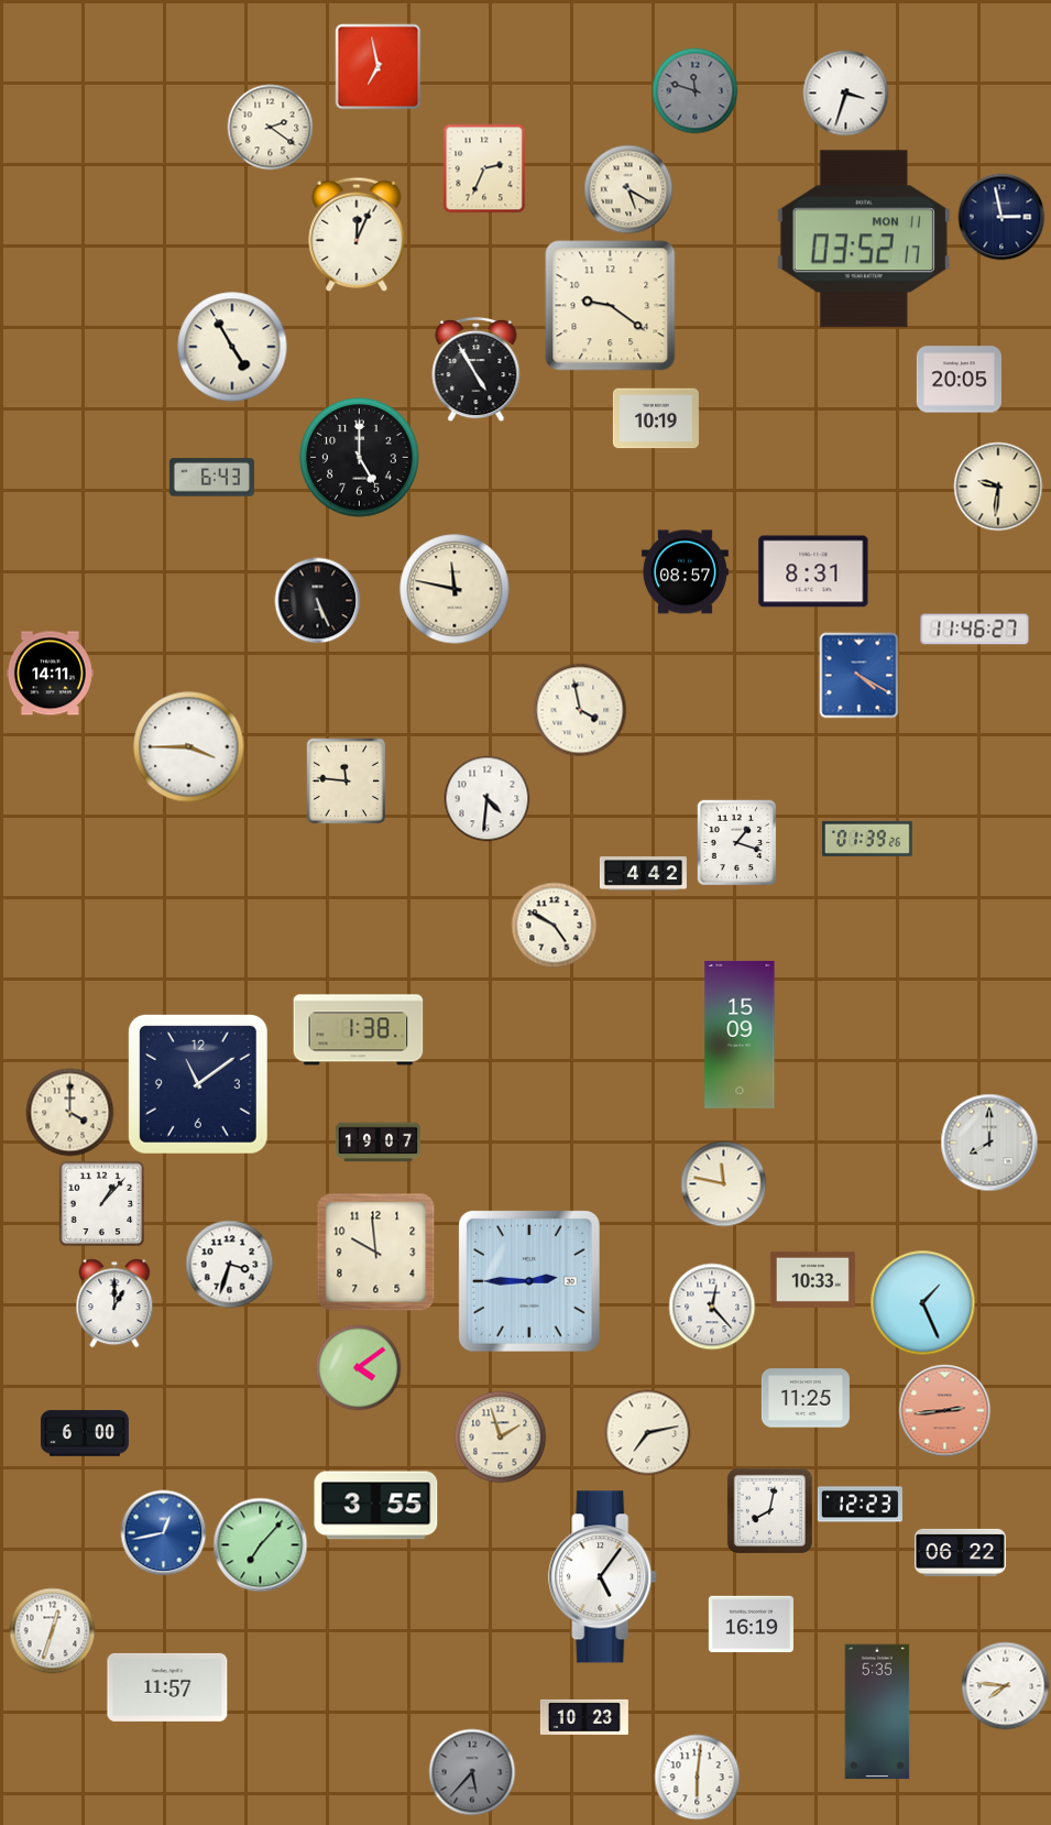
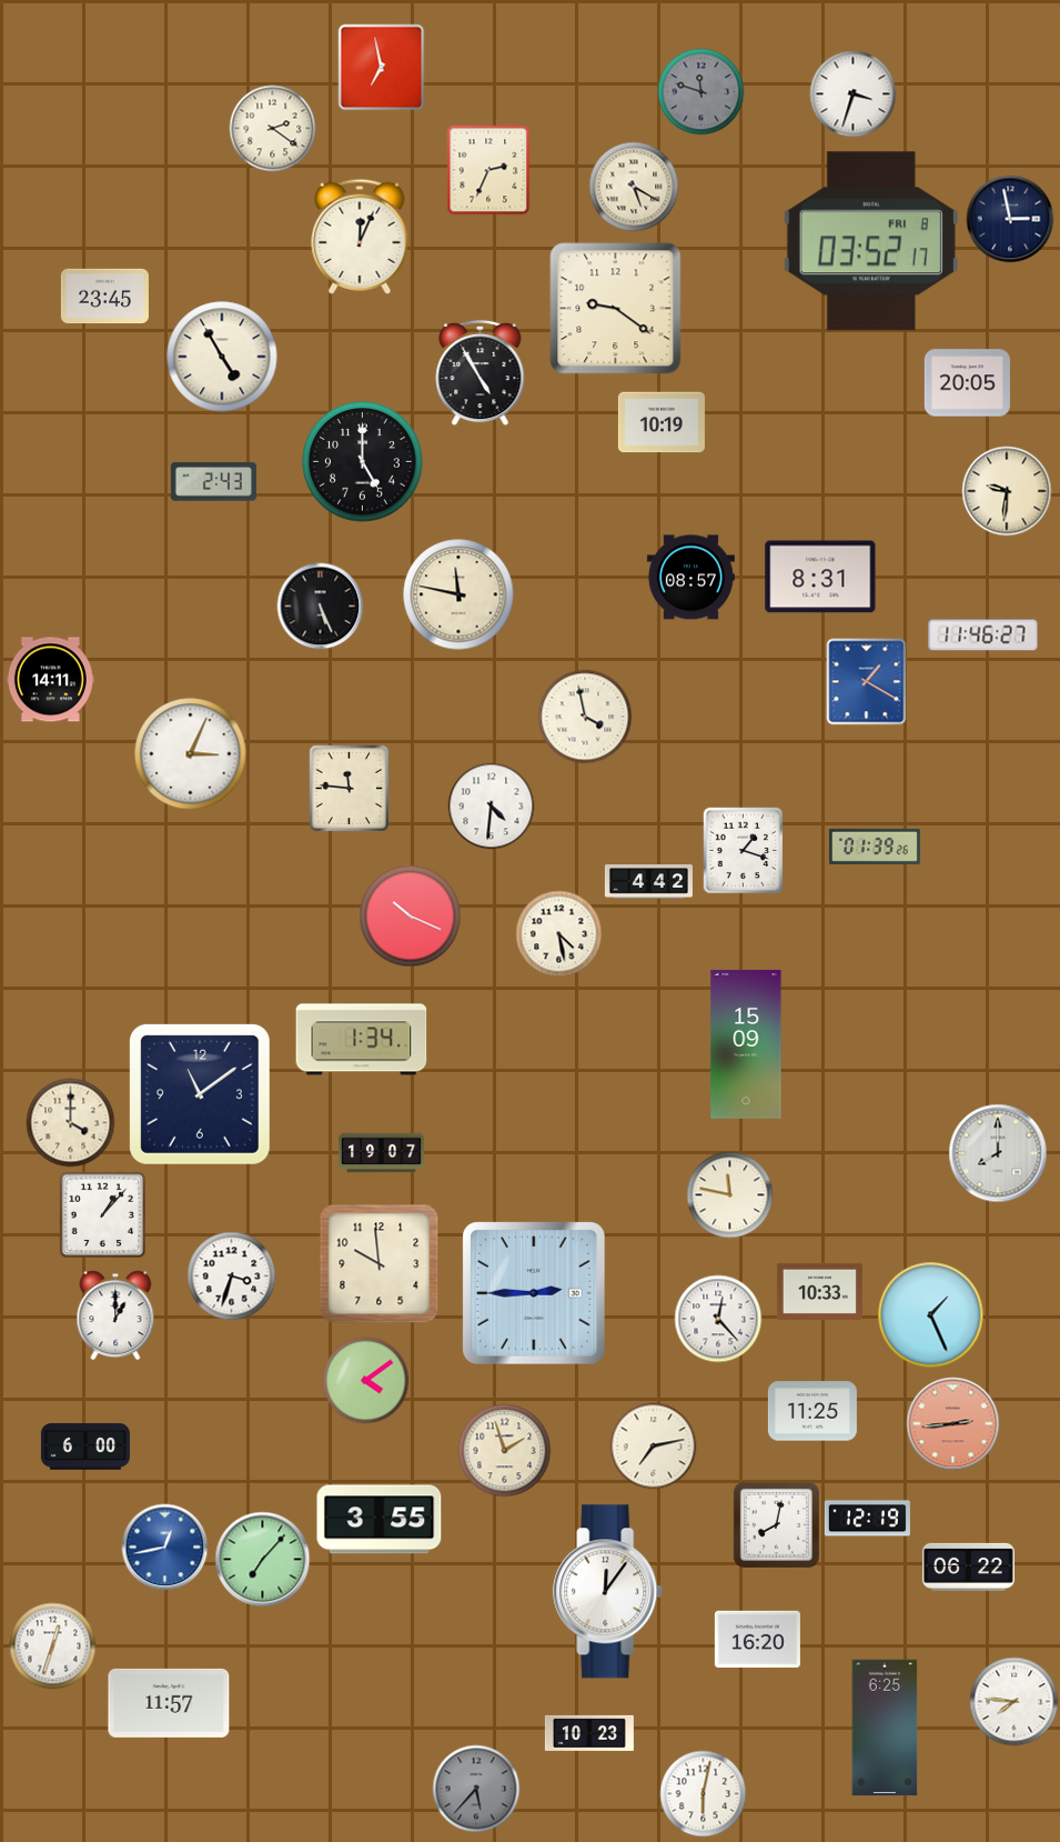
clock at (628, 189) position: (628, 189) -> (634, 187)
clock at (864, 239) date: MON 11 -> FRI 8
clock at (104, 297): none -> 23:45
clock at (232, 347) position: (232, 347) -> (222, 357)
clock at (211, 478): 6:43 -> 2:43
clock at (860, 675): 4:20 -> 1:20
clock at (189, 747): 3:45 -> 3:04
clock at (410, 915): none -> 10:19
clock at (554, 925): 4:50 -> 4:28
clock at (359, 1030): 1:38 -> 1:34
clock at (358, 1367) position: (358, 1367) -> (365, 1380)
clock at (860, 1505): 12:23 -> 12:19
clock at (603, 1577): 5:06 -> 12:06
clock at (751, 1624): 16:19 -> 16:20
clock at (877, 1712): 5:35 -> 6:25
clock at (697, 1777): 6:01 -> 6:02
